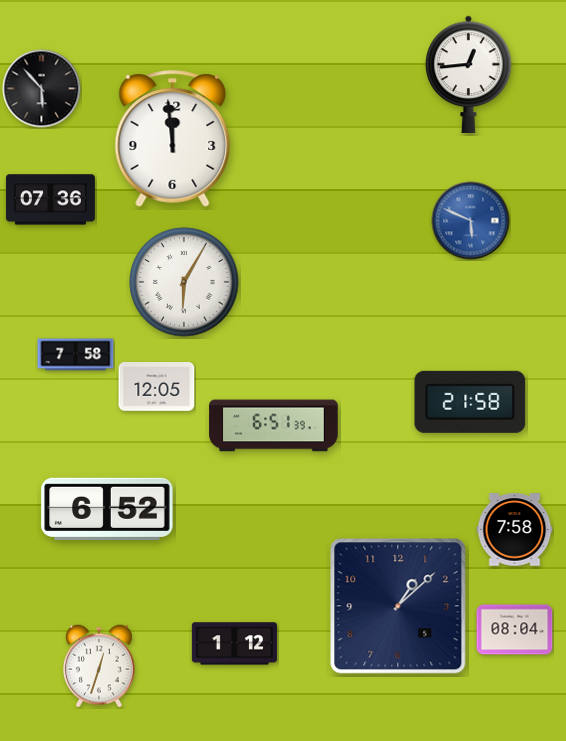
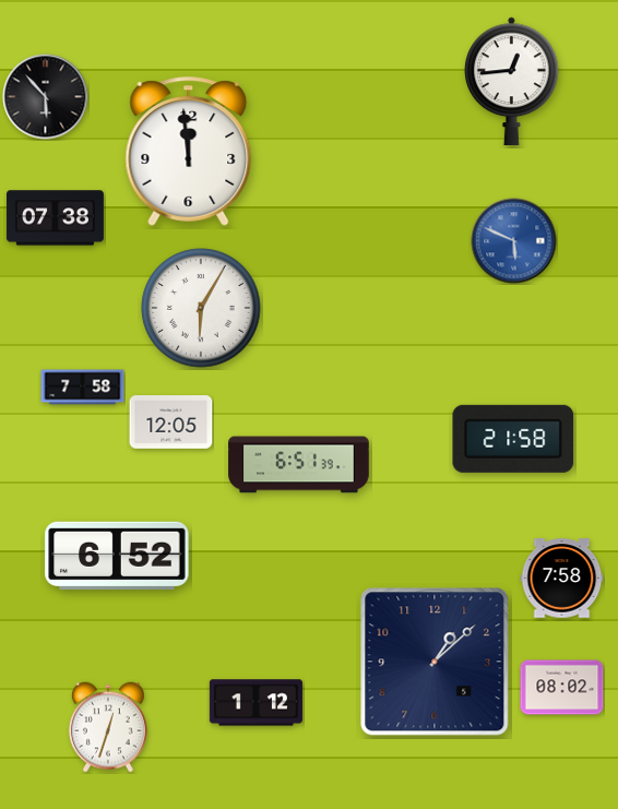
clock at (50, 200): 07:36 -> 07:38
clock at (515, 630): 08:04 -> 08:02
